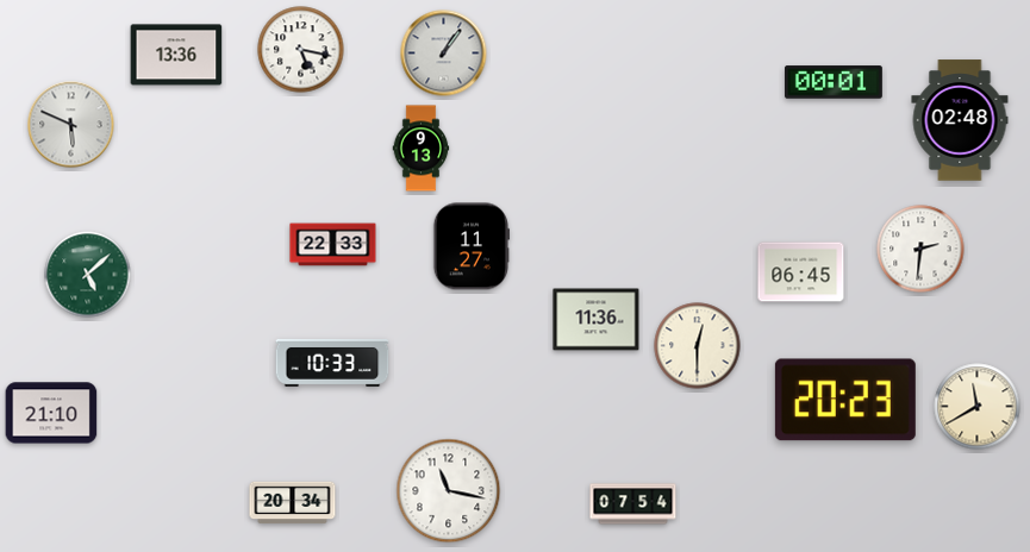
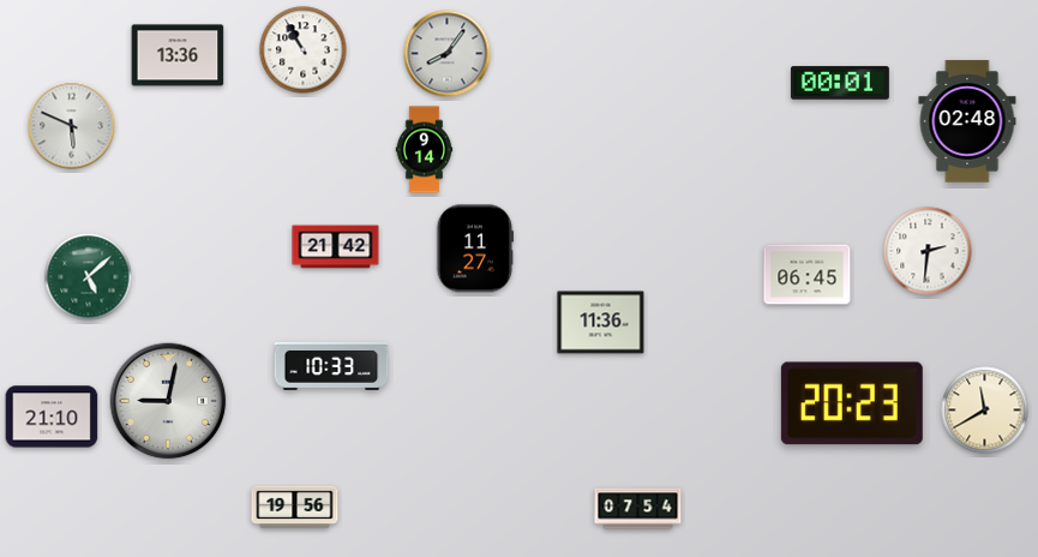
clock at (301, 50): 5:17 -> 10:55
clock at (444, 54): 1:06 -> 8:06
clock at (422, 149): 9:13 -> 9:14
clock at (333, 245): 22:33 -> 21:42
clock at (698, 346): 12:30 -> none
clock at (332, 363) position: (332, 363) -> (331, 366)
clock at (168, 401): none -> 9:02
clock at (449, 491): 11:17 -> none
clock at (293, 503): 20:34 -> 19:56
